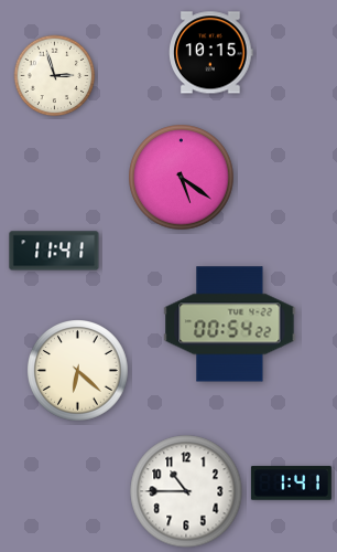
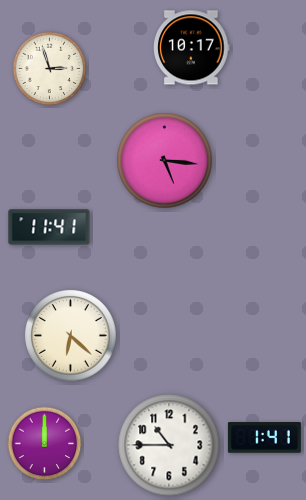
clock at (211, 53): 10:15 -> 10:17
clock at (182, 178): 5:21 -> 5:16
clock at (230, 325): 00:54 -> none
clock at (45, 444): none -> 12:00
